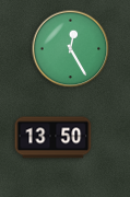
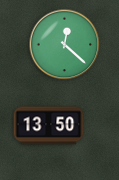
clock at (71, 49): 12:25 -> 12:22
